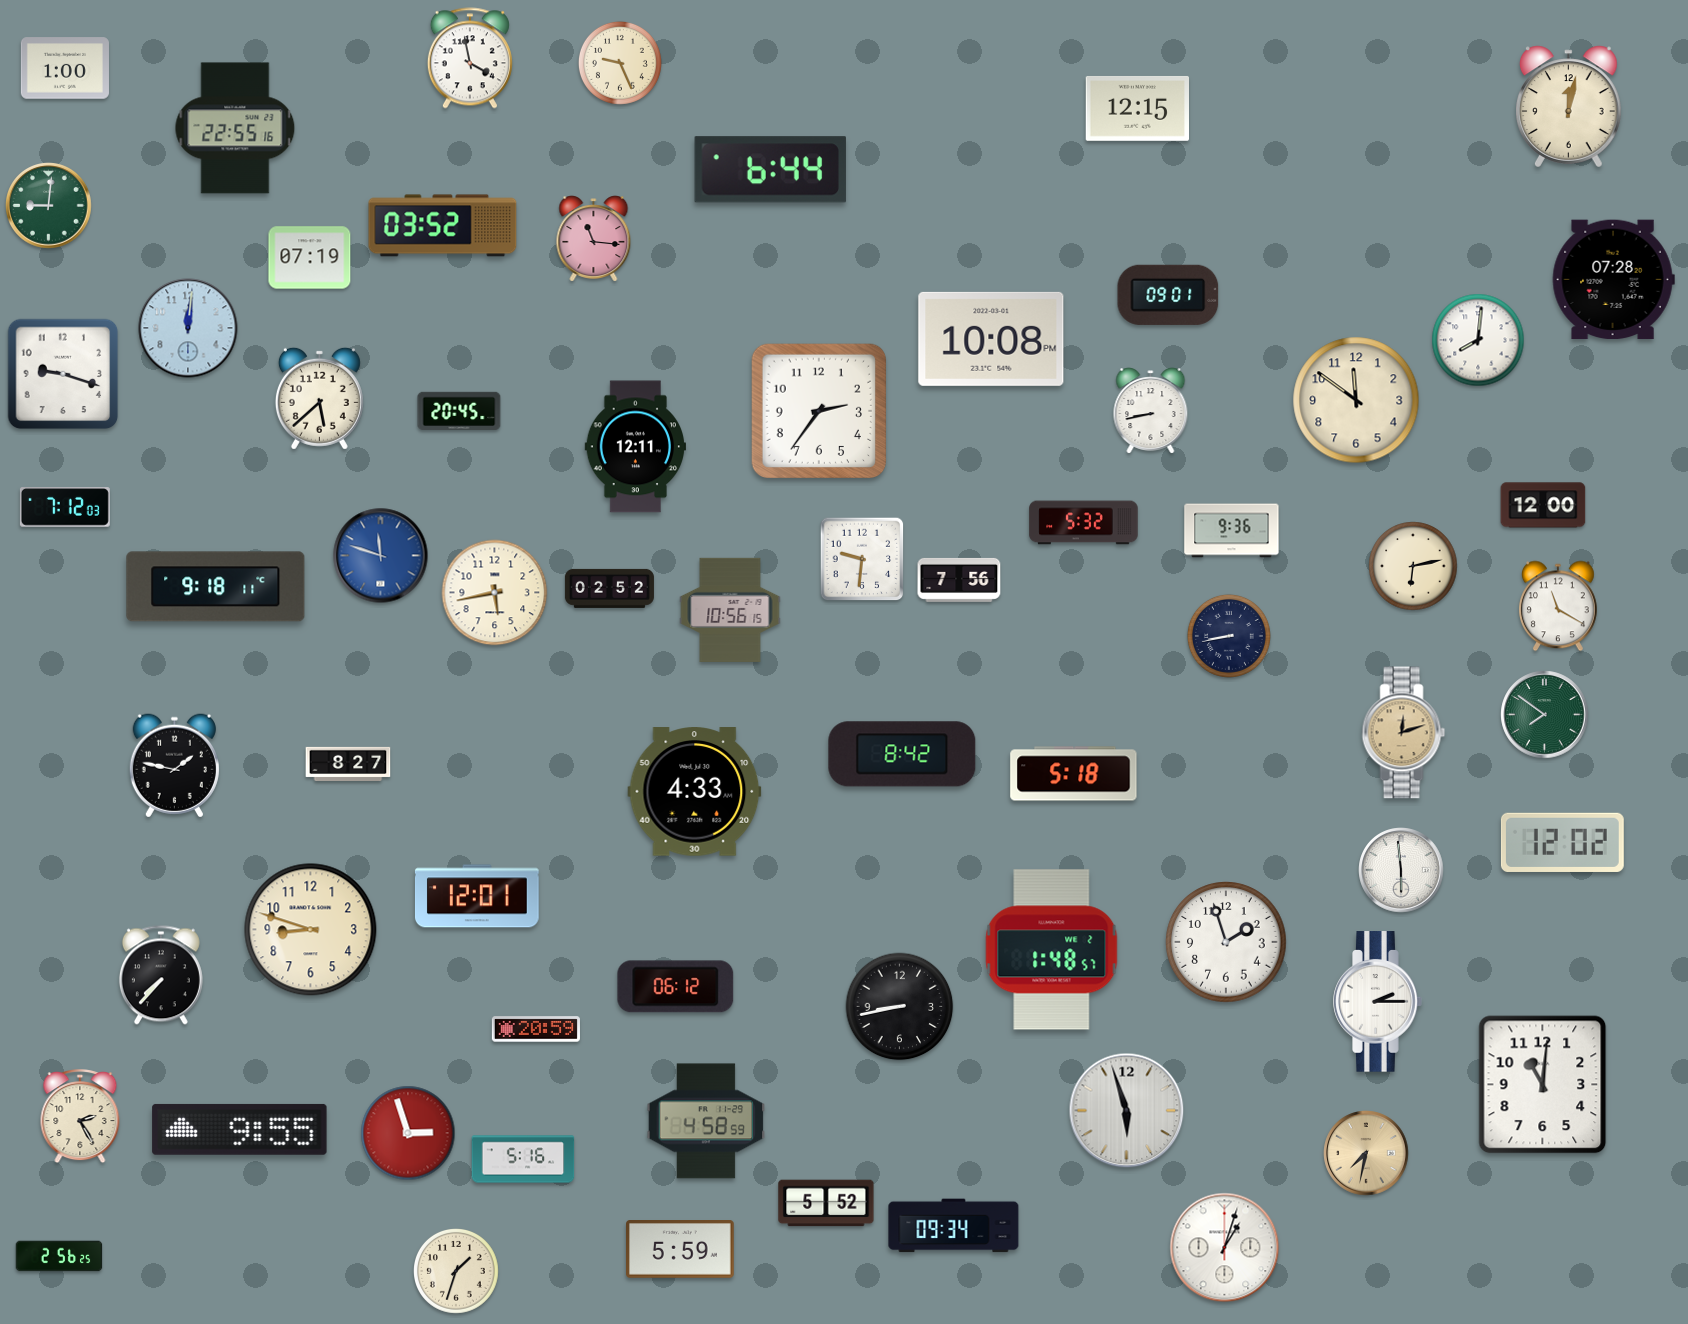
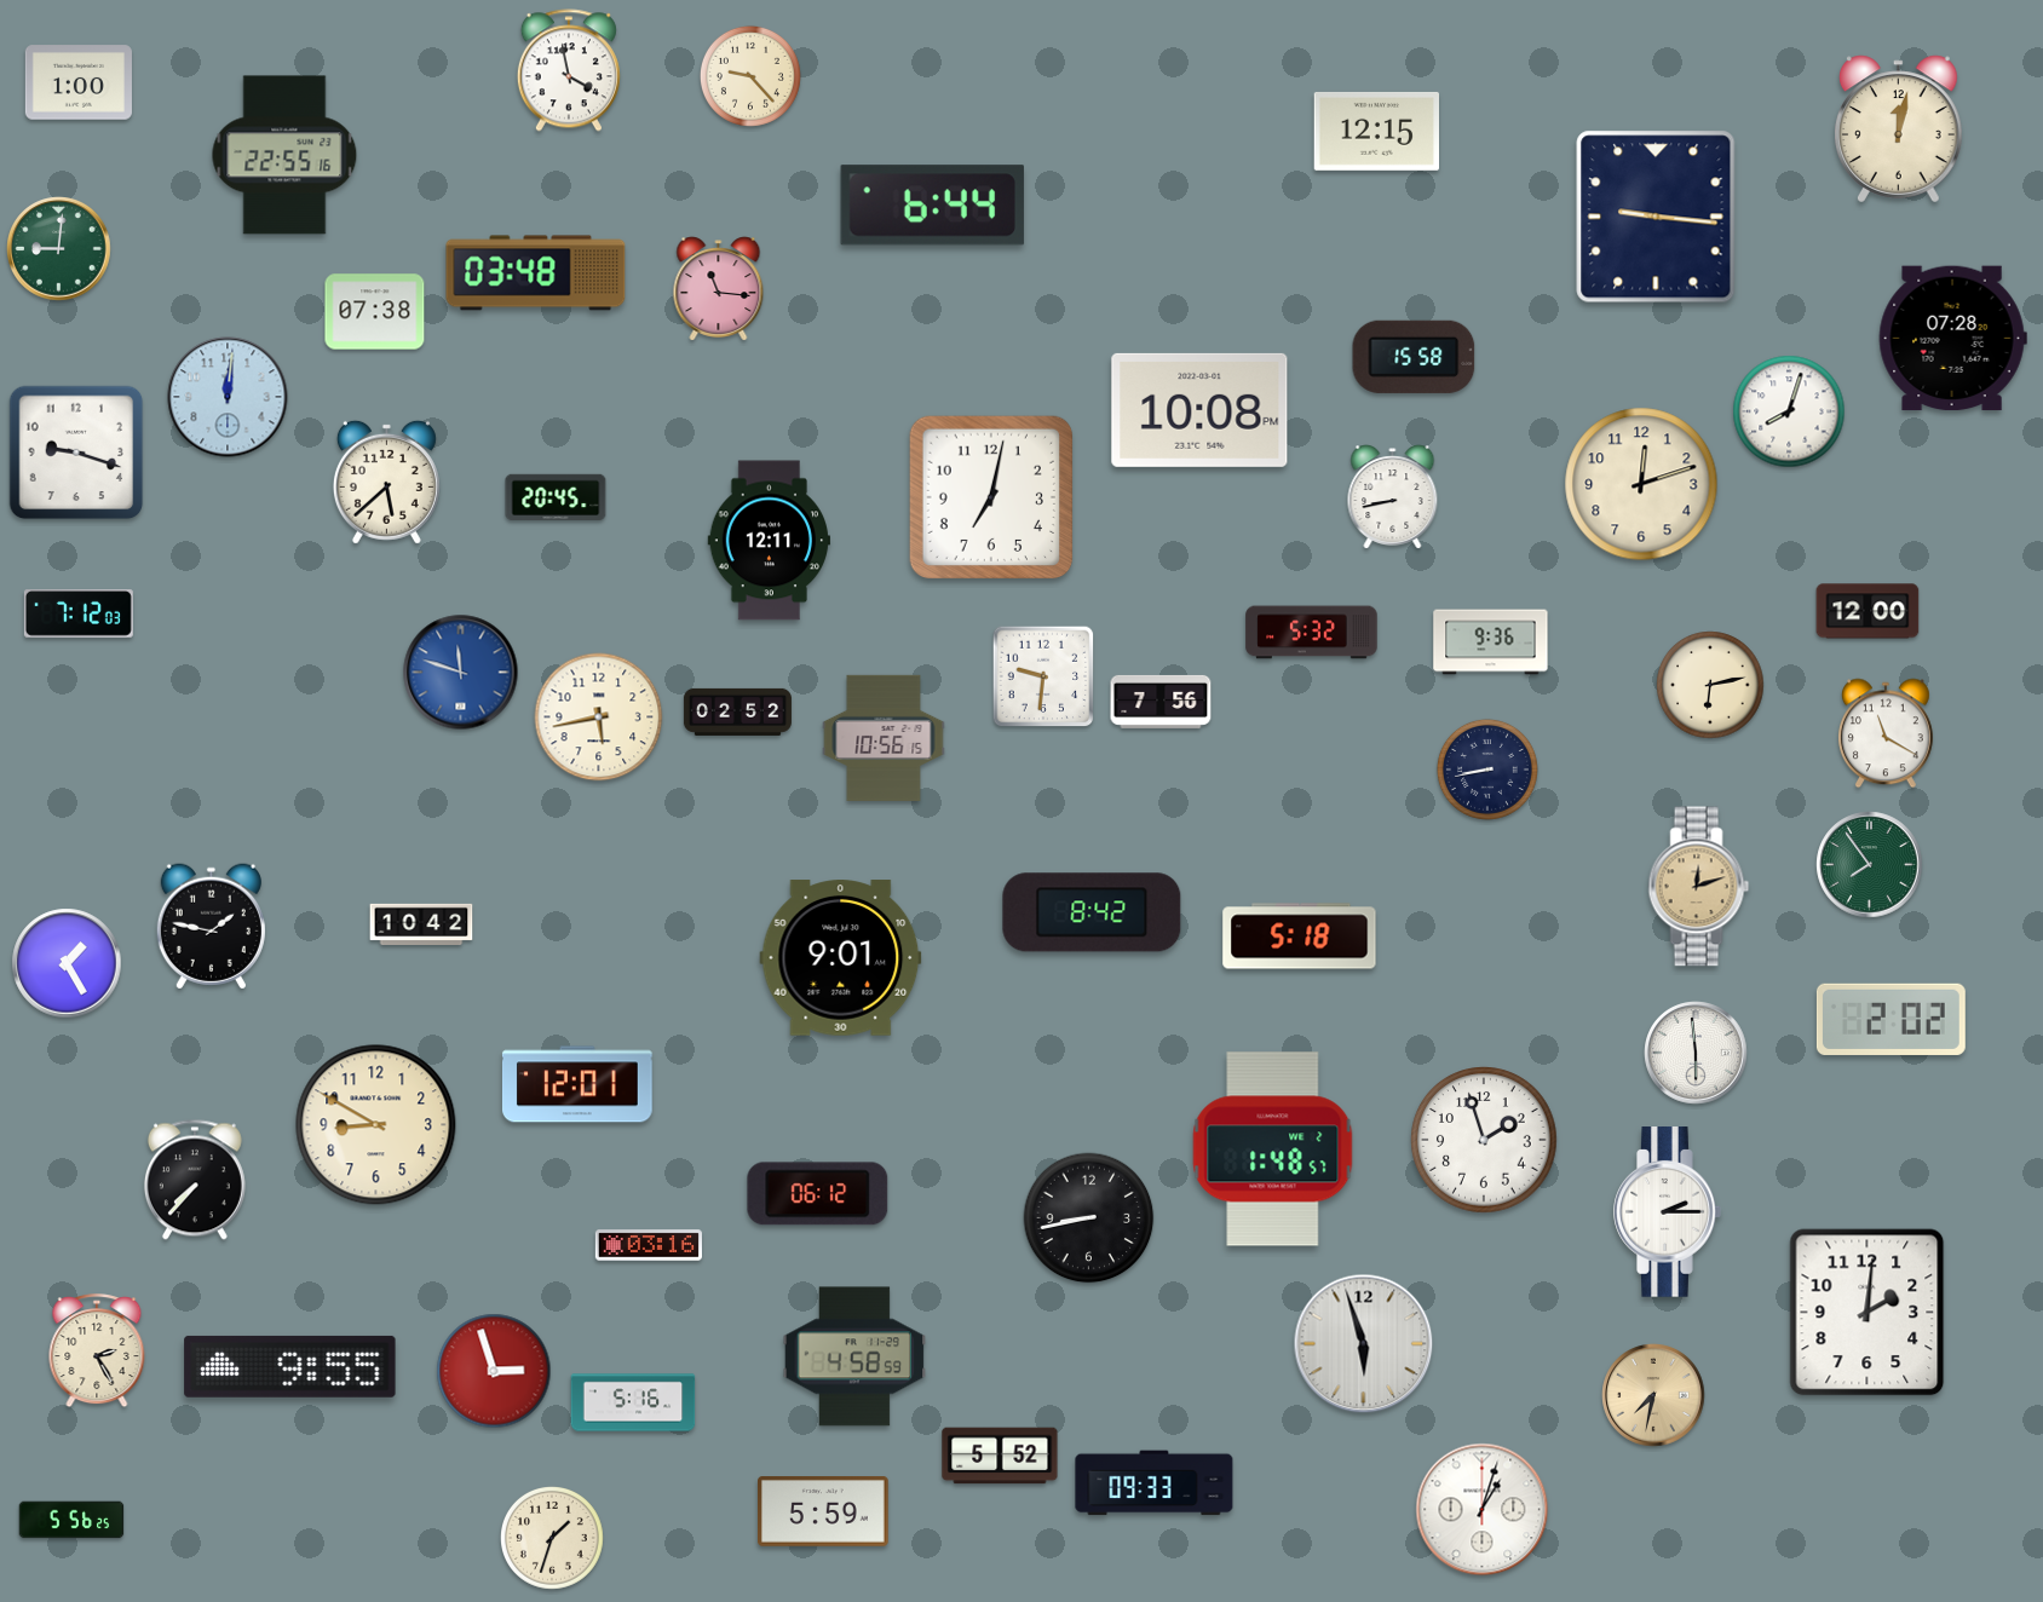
clock at (620, 63): 9:26 -> 9:23
clock at (1656, 217): none -> 9:16
clock at (443, 226): 03:52 -> 03:48
clock at (310, 258): 07:19 -> 07:38
clock at (1168, 295): 09:01 -> 15:58
clock at (1478, 340): 8:01 -> 8:03
clock at (1356, 400): 11:51 -> 12:12
clock at (819, 411): 2:36 -> 7:02
clock at (216, 587): 9:18 -> none
clock at (1545, 715): 7:51 -> 7:54
clock at (348, 763): 8:27 -> 10:42
clock at (695, 792): 4:33 -> 9:01
clock at (67, 963): none -> 1:25
clock at (1562, 842): 12:02 -> 2:02
clock at (311, 930): 8:48 -> 8:50
clock at (536, 1029): 20:59 -> 03:16
clock at (1543, 1085): 11:01 -> 2:01
clock at (954, 1226): 09:34 -> 09:33
clock at (59, 1256): 2:56 -> 5:56
